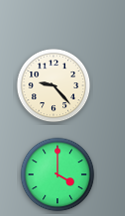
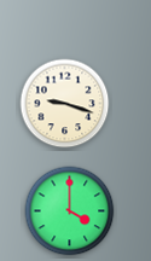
clock at (54, 86): 9:23 -> 9:18
